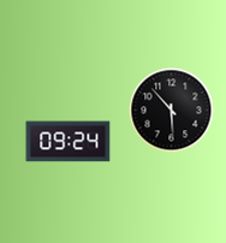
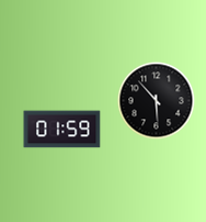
clock at (69, 142): 09:24 -> 01:59
